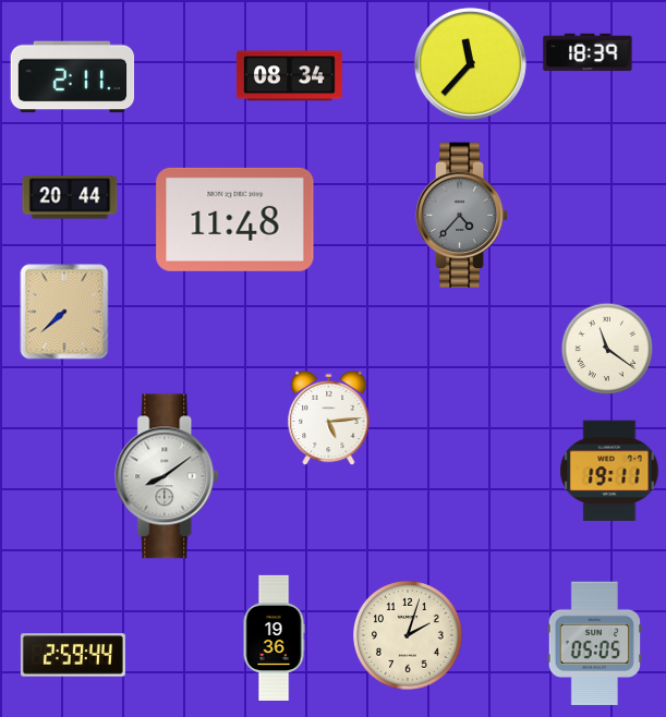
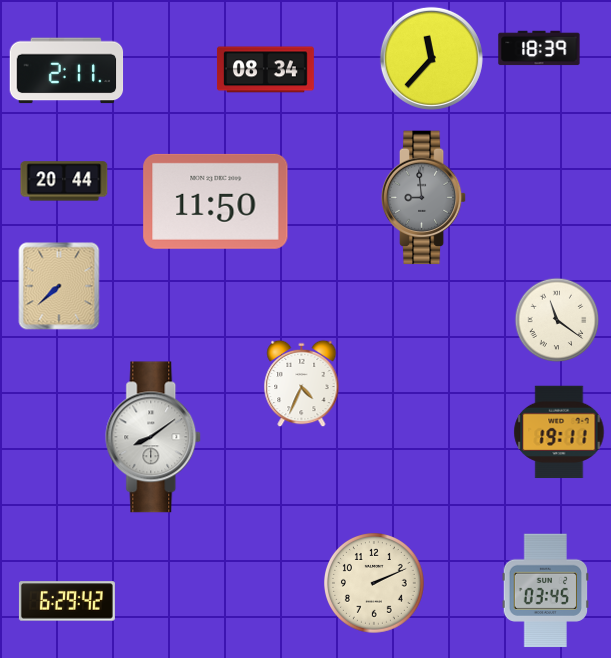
clock at (462, 216): 4:37 -> 8:59
clock at (235, 219): 11:48 -> 11:50
clock at (329, 418): 5:14 -> 4:34
clock at (409, 636): 2:03 -> 2:11
clock at (274, 637): 19:36 -> none
clock at (594, 644): 05:05 -> 03:45
clock at (73, 655): 2:59 -> 6:29
